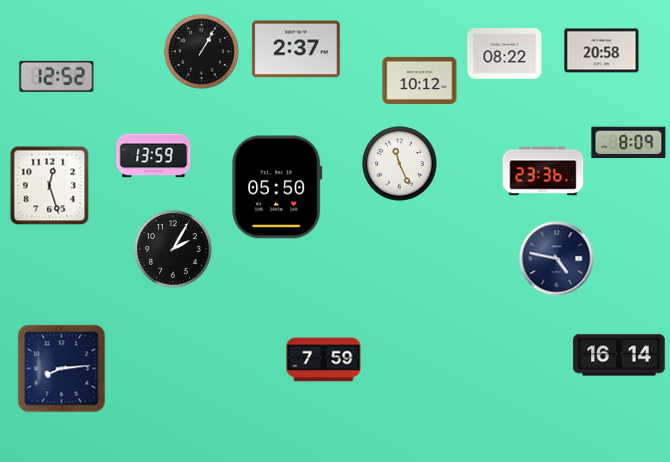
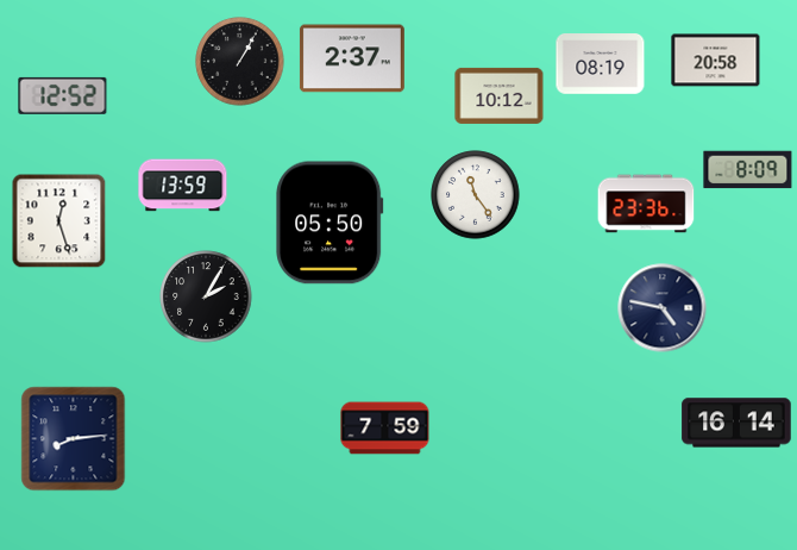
clock at (505, 54): 08:22 -> 08:19
clock at (57, 76) position: (57, 76) -> (63, 95)
clock at (400, 164): 11:26 -> 11:24
